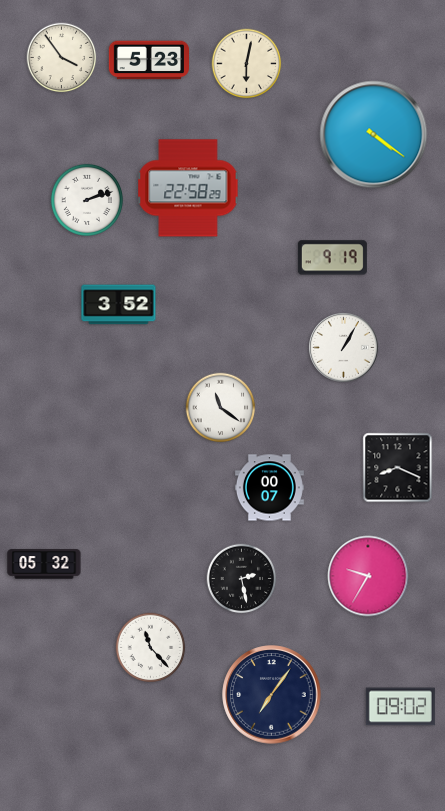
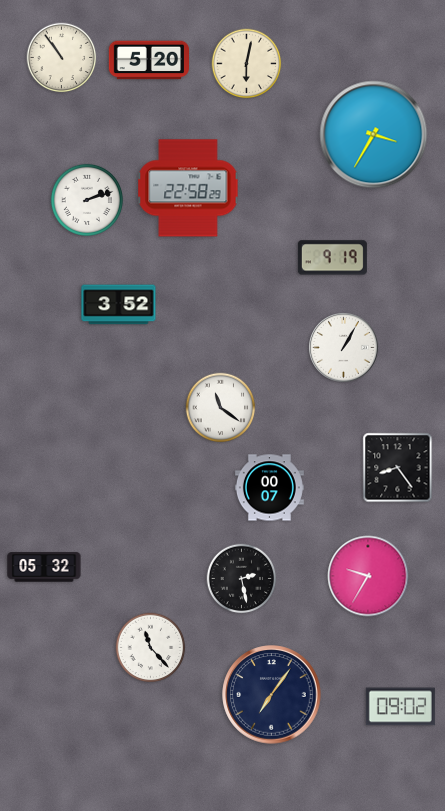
clock at (62, 58): 3:54 -> 10:54
clock at (149, 60): 5:23 -> 5:20
clock at (374, 135): 4:21 -> 3:35
clock at (398, 468): 8:19 -> 8:24
clock at (44, 564) position: (44, 564) -> (44, 567)
